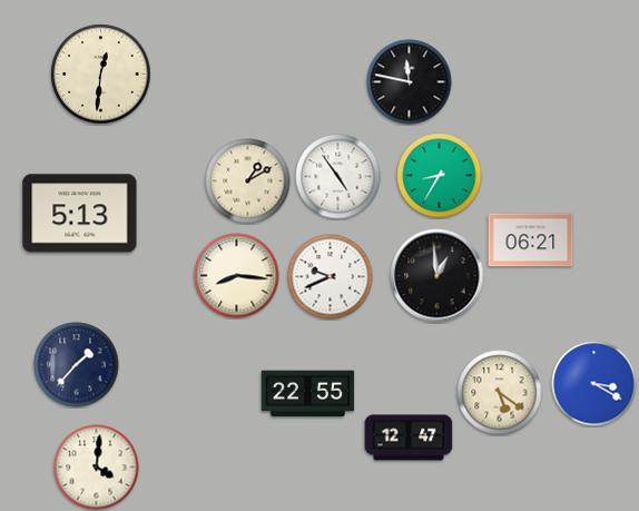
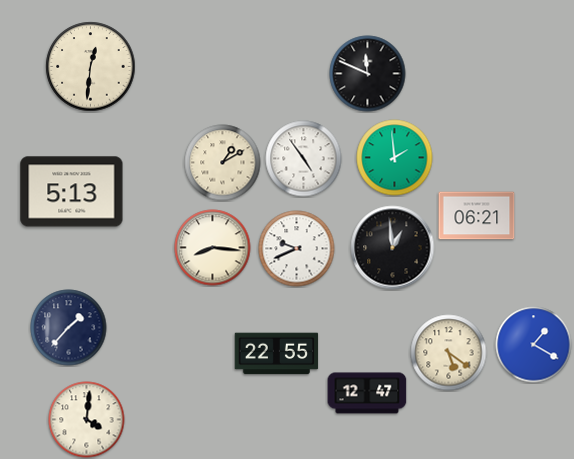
clock at (410, 82): 11:47 -> 11:49
clock at (440, 176): 8:35 -> 1:59
clock at (594, 384): 3:20 -> 1:20
